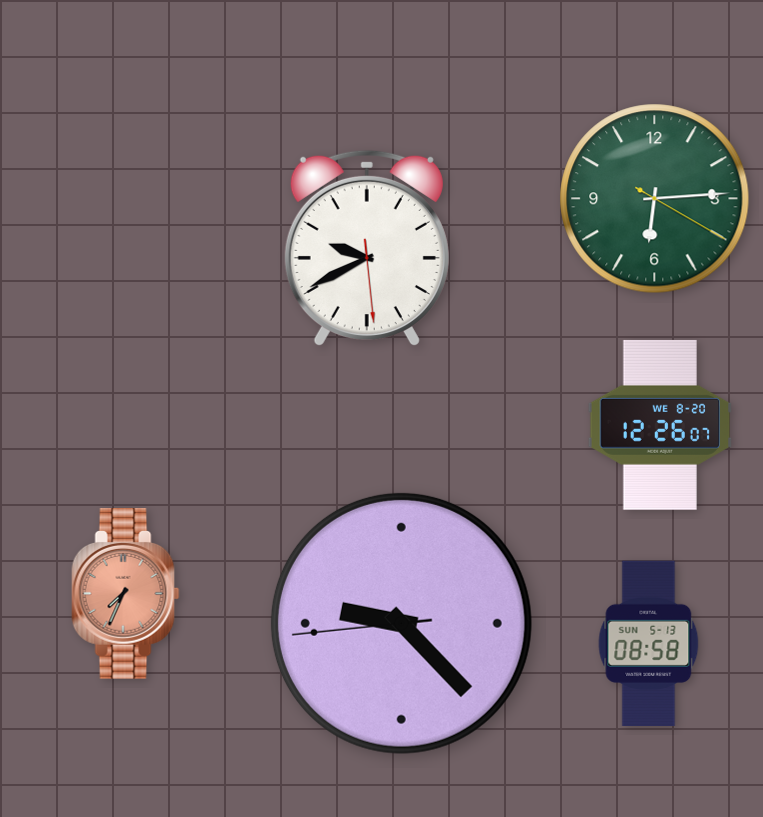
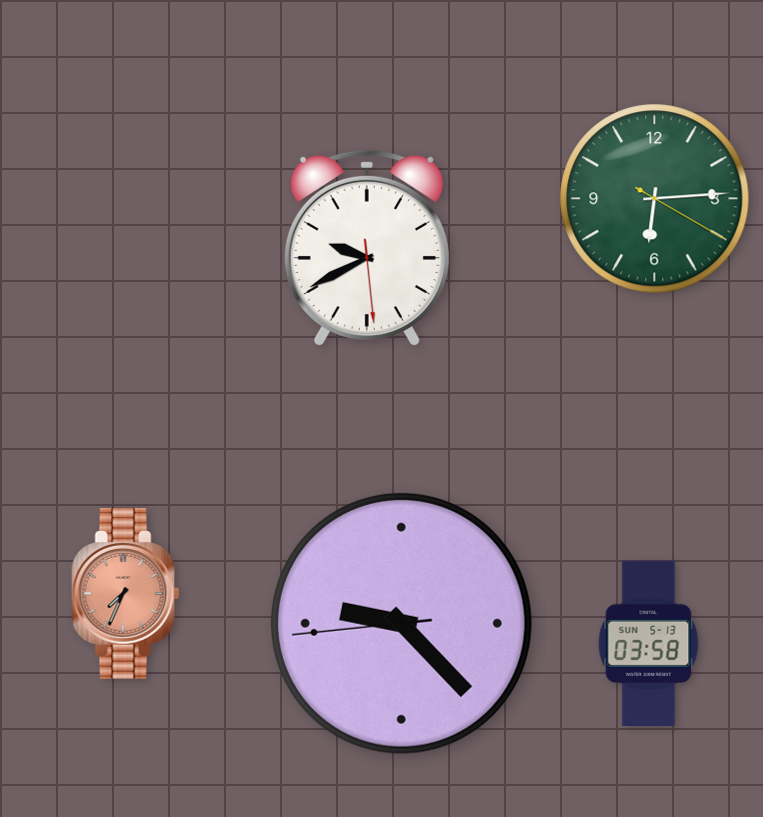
clock at (660, 425): 12:26 -> none
clock at (649, 643): 08:58 -> 03:58
